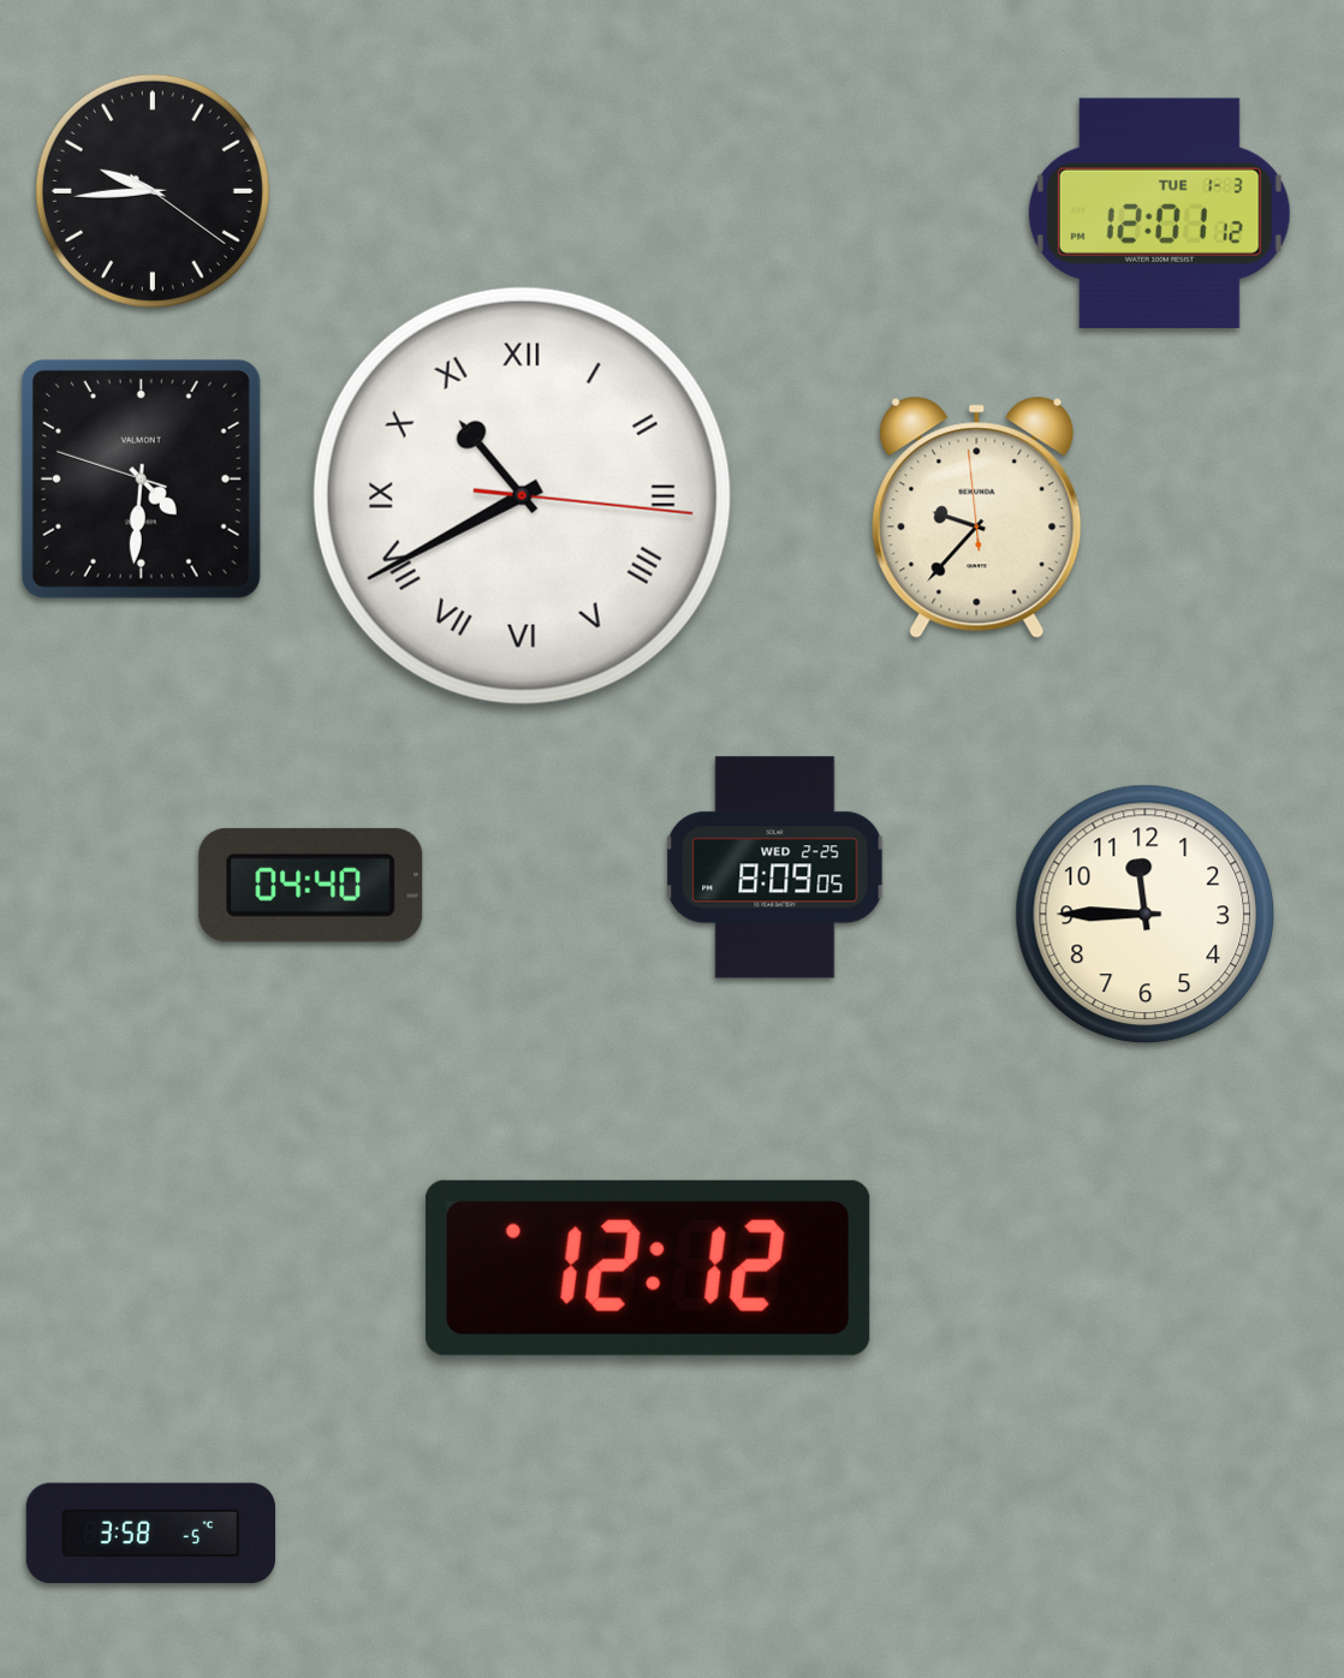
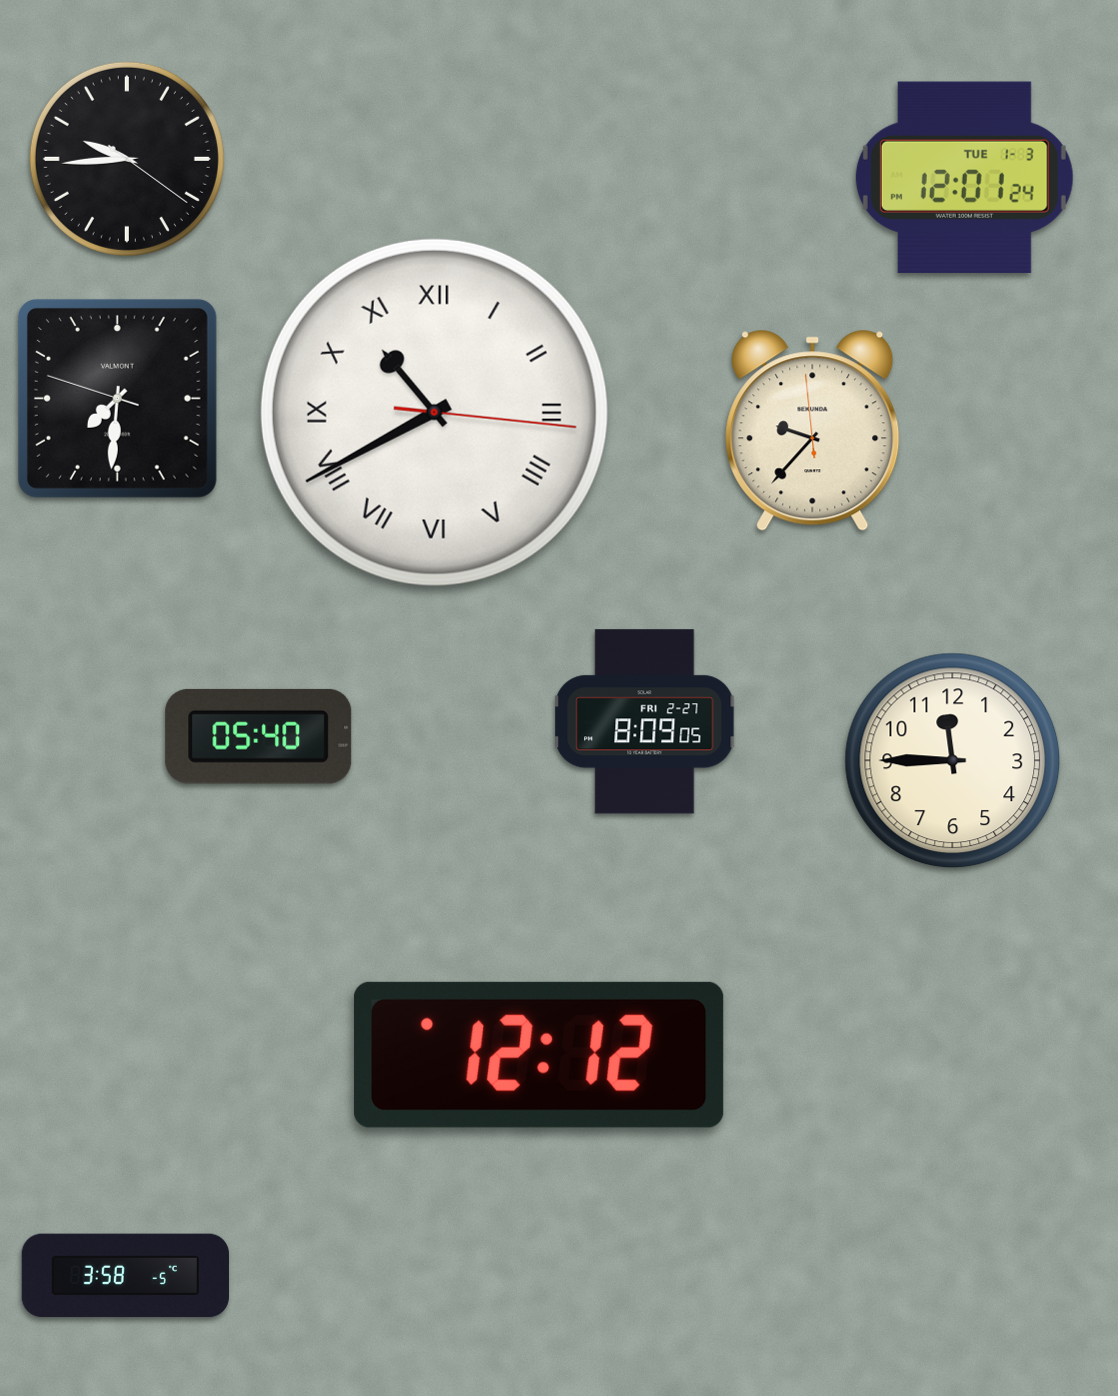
clock at (1159, 213): 12:01:12 -> 12:01:24
clock at (141, 478): 4:30 -> 7:30
clock at (775, 868) date: WED 2-25 -> FRI 2-27
clock at (311, 885): 04:40 -> 05:40
